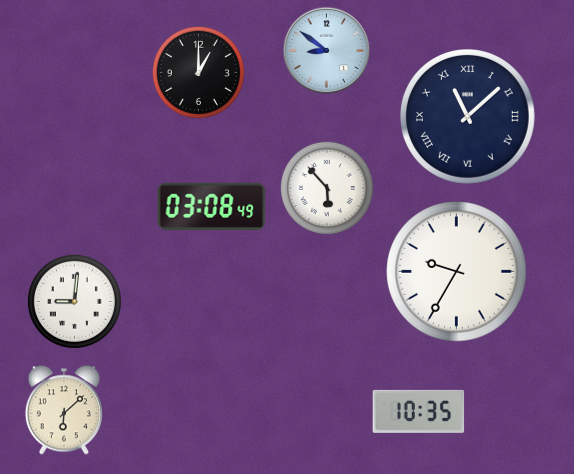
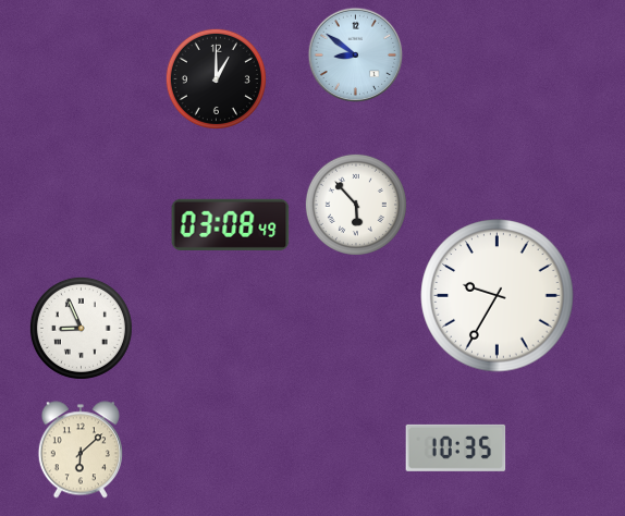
clock at (467, 116): 11:08 -> none
clock at (74, 301): 9:01 -> 8:56
clock at (64, 410) position: (64, 410) -> (81, 450)
